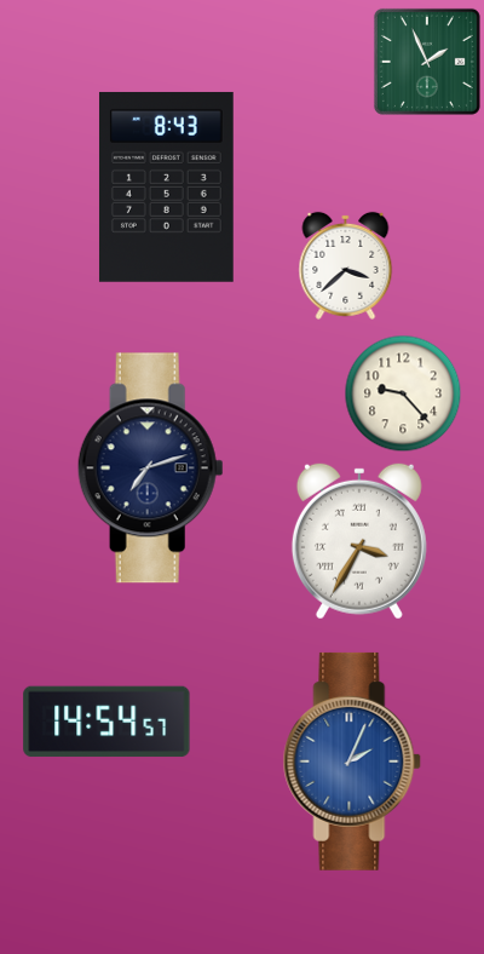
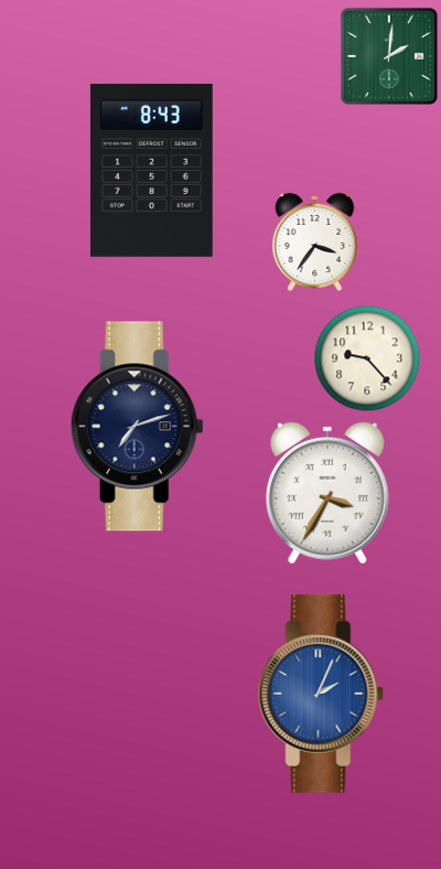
clock at (427, 62): 1:56 -> 2:01
clock at (346, 265): 3:38 -> 3:36
clock at (106, 722): 14:54 -> none
